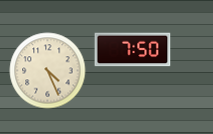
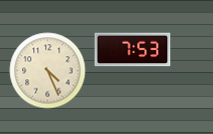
clock at (133, 50): 7:50 -> 7:53
